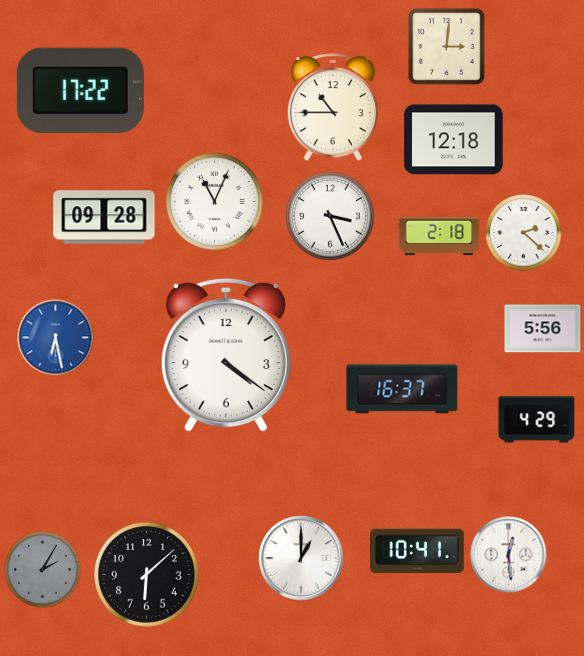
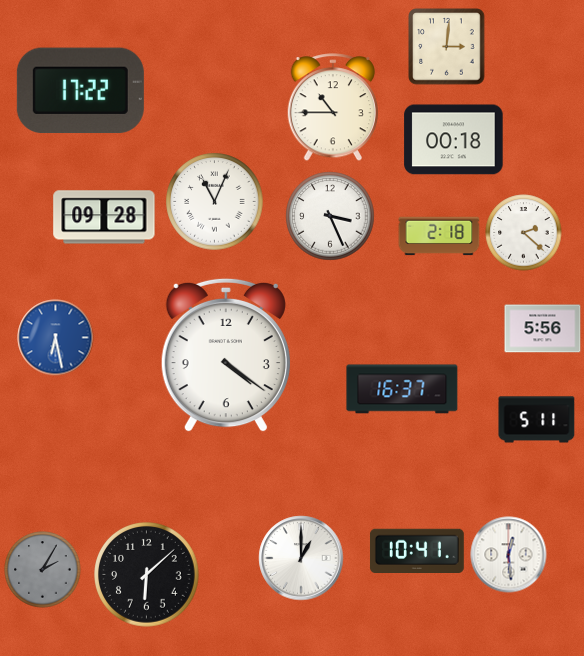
clock at (454, 140): 12:18 -> 00:18
clock at (537, 420): 4:29 -> 5:11
